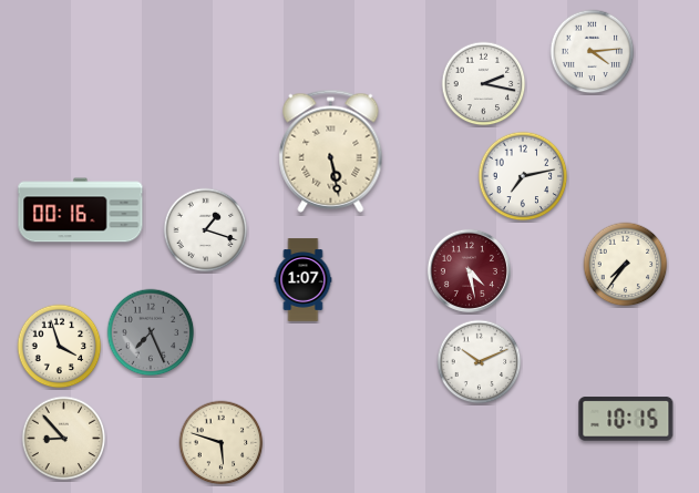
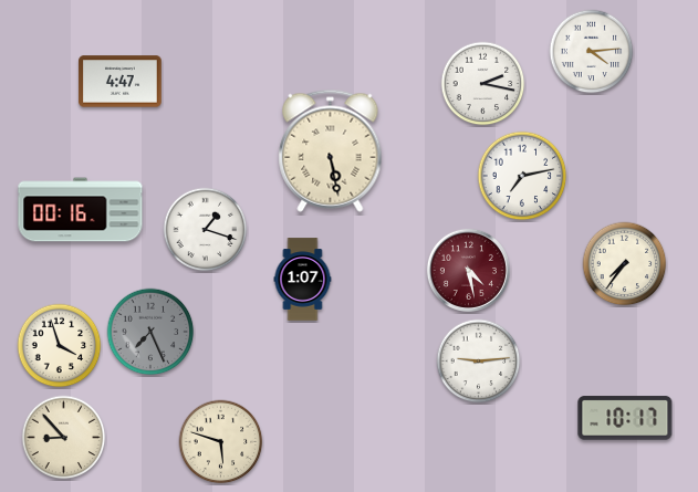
clock at (121, 82): none -> 4:47
clock at (480, 362): 10:11 -> 9:14
clock at (626, 419): 10:15 -> 10:17
